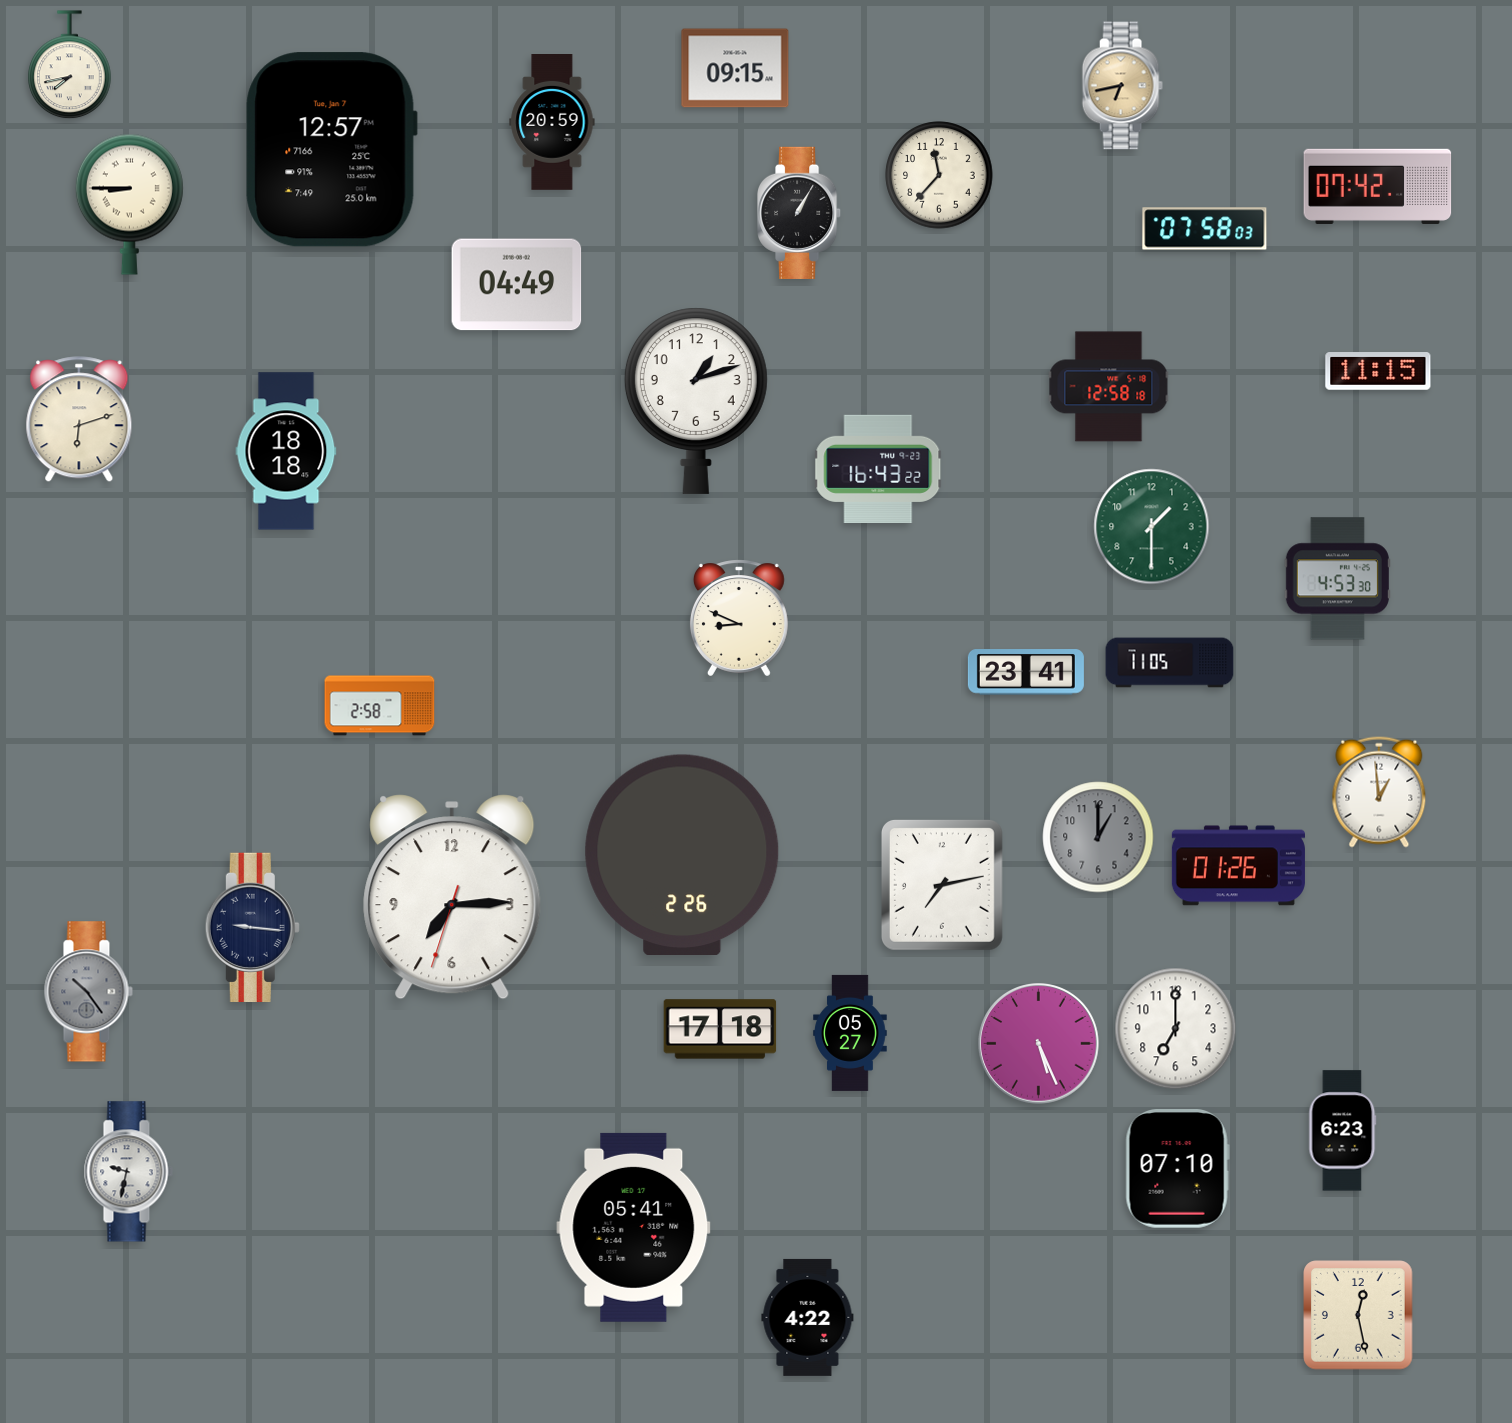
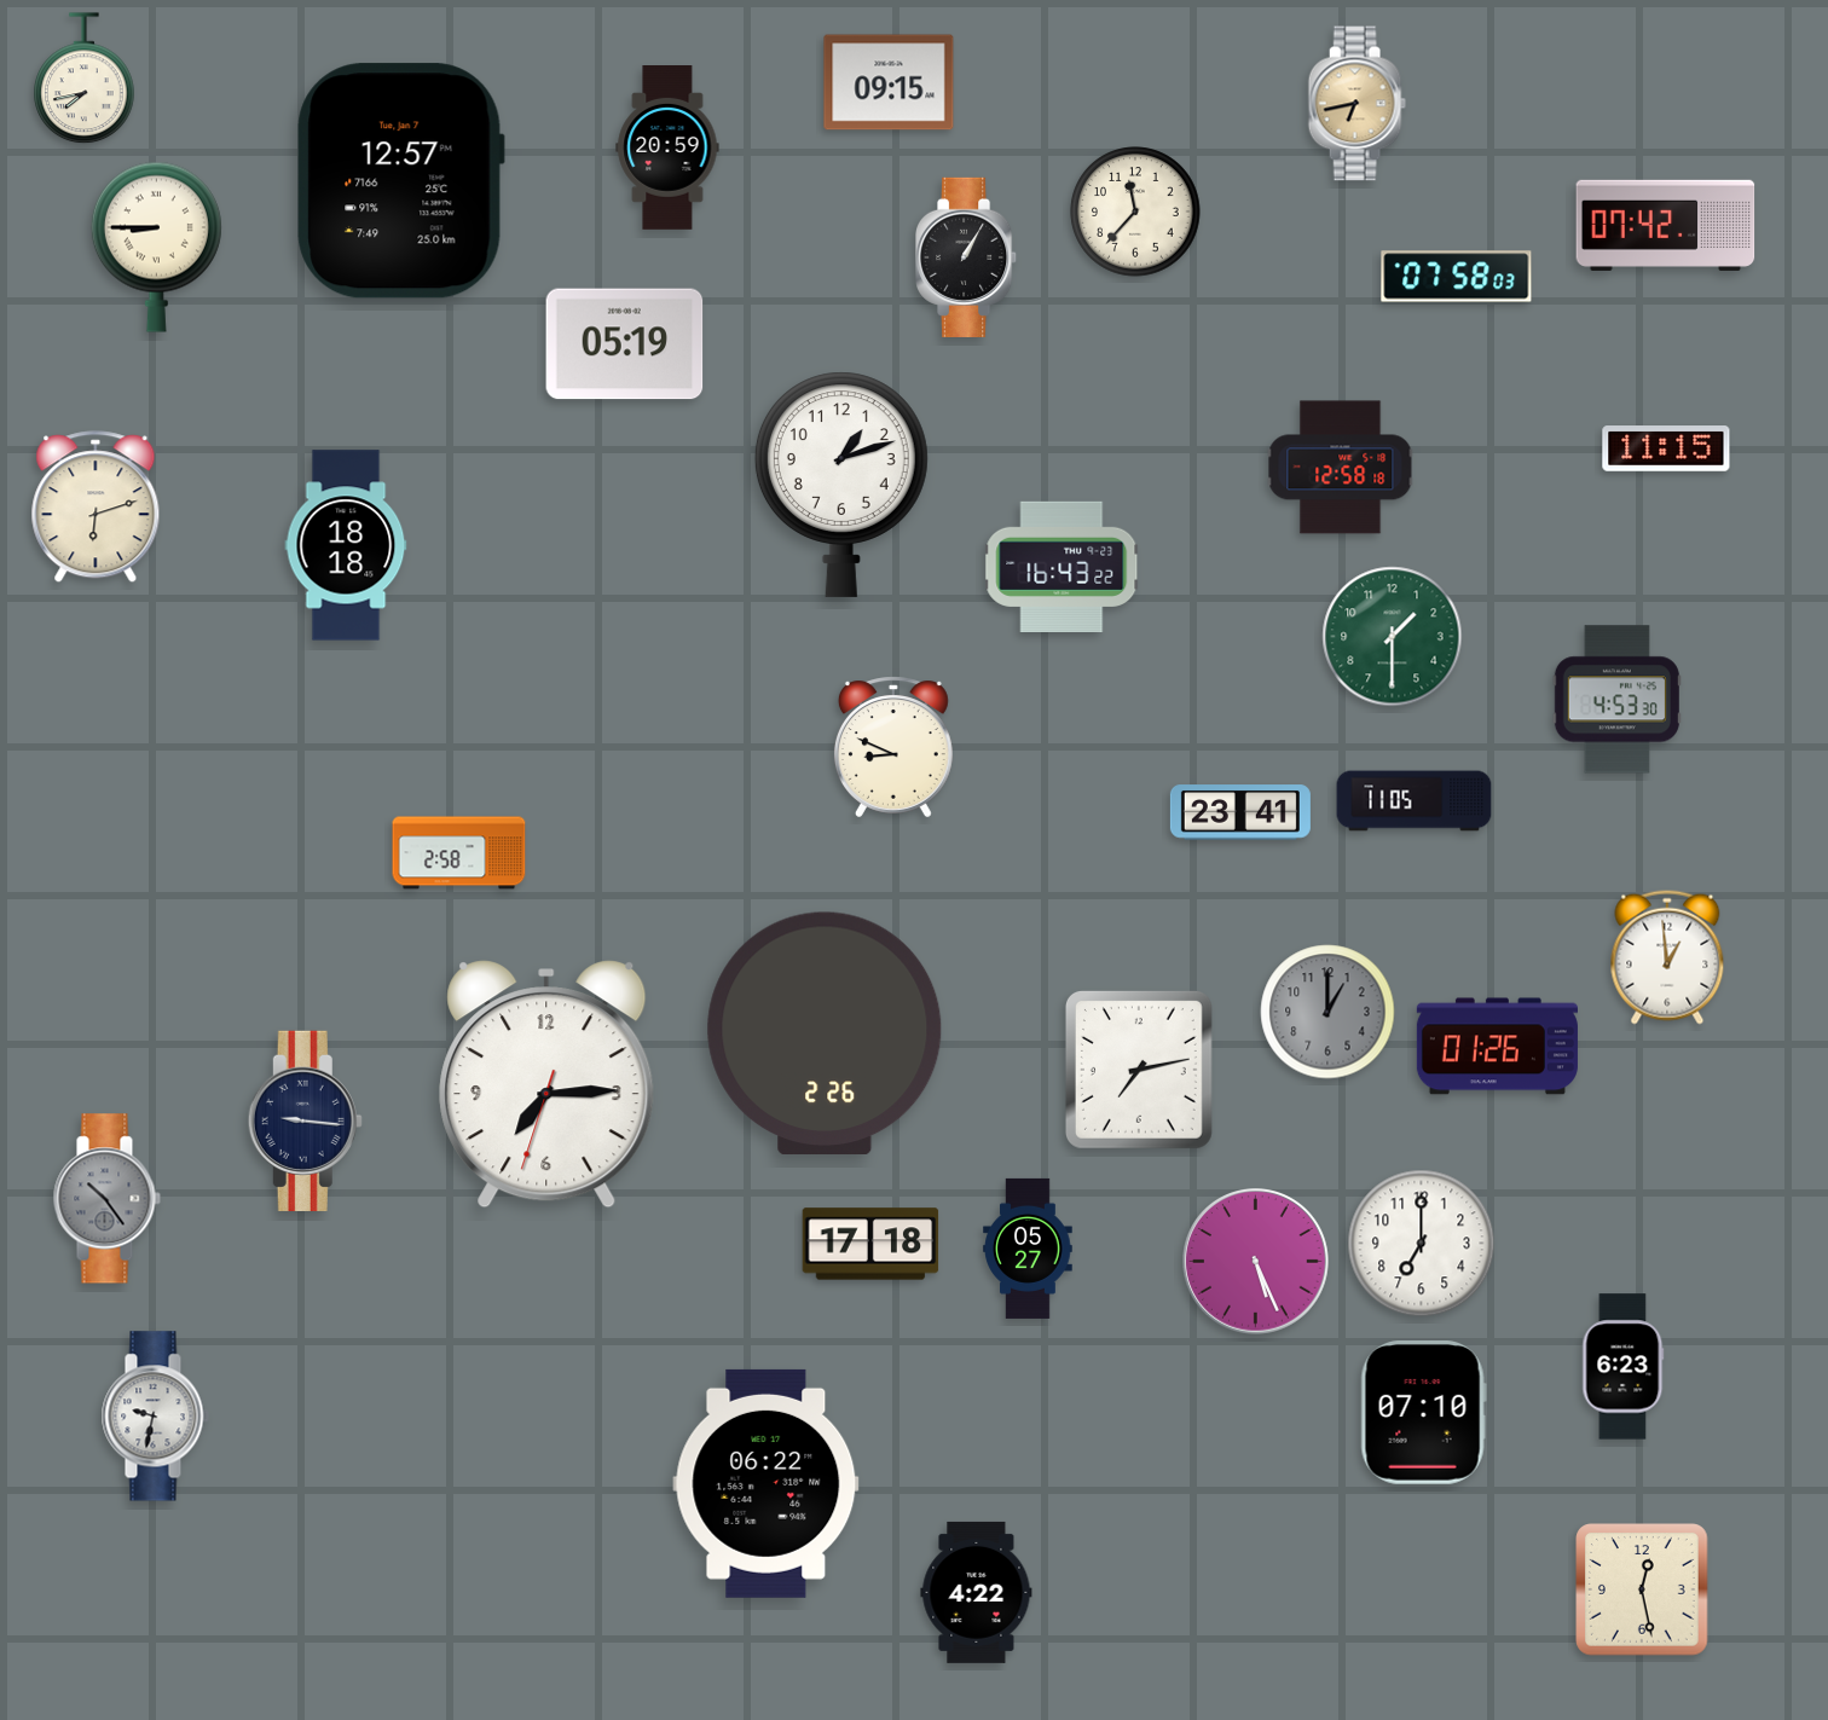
clock at (517, 285): 04:49 -> 05:19
clock at (634, 1227): 05:41 -> 06:22
